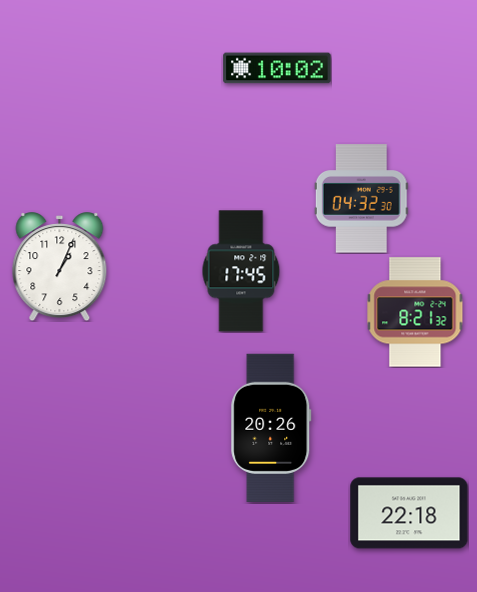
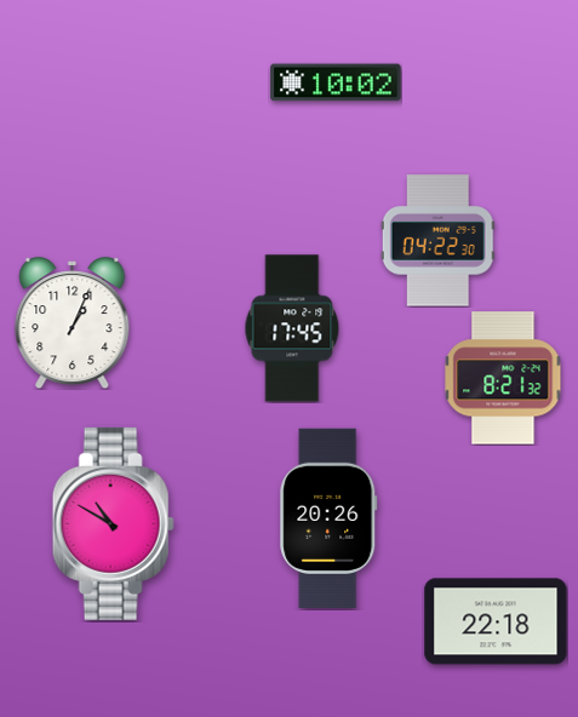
clock at (361, 199): 04:32 -> 04:22
clock at (113, 523): none -> 10:50
